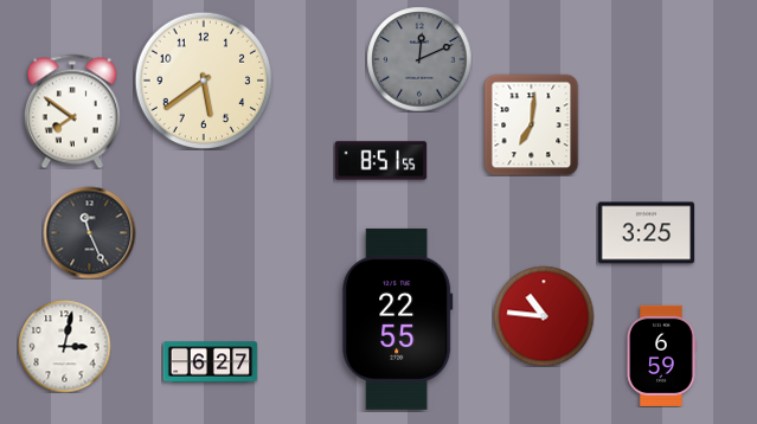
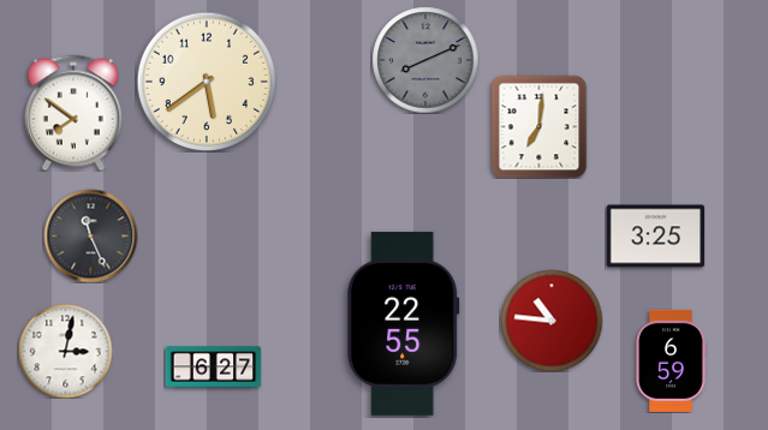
clock at (419, 59): 12:11 -> 8:11
clock at (380, 161): 8:51 -> none
